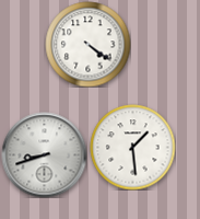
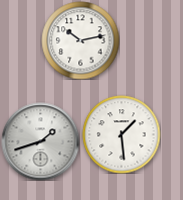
clock at (87, 44): 4:21 -> 10:13
clock at (44, 154): 8:42 -> 1:42
